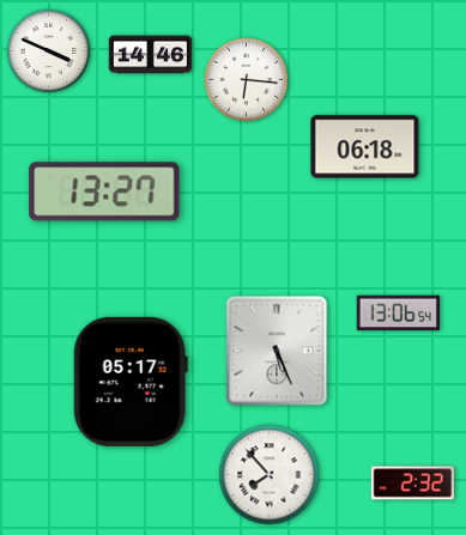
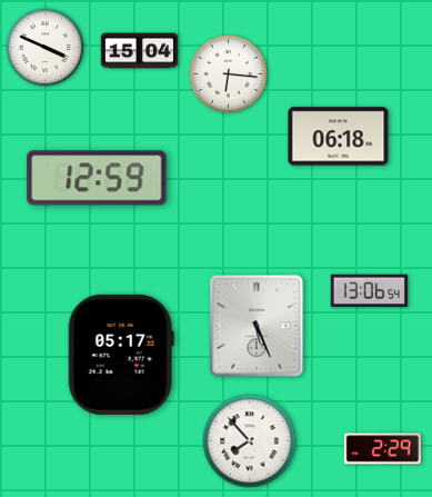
clock at (150, 55): 14:46 -> 15:04
clock at (104, 191): 13:27 -> 12:59
clock at (412, 484): 2:32 -> 2:29
